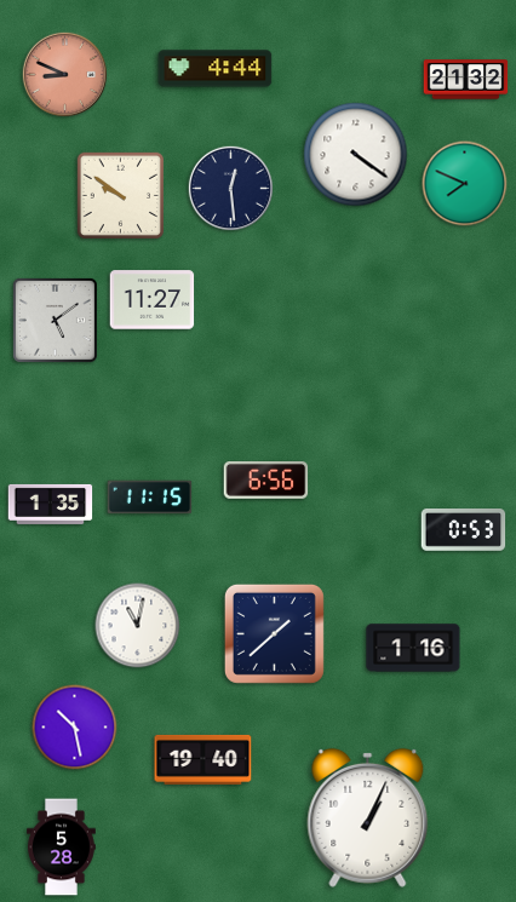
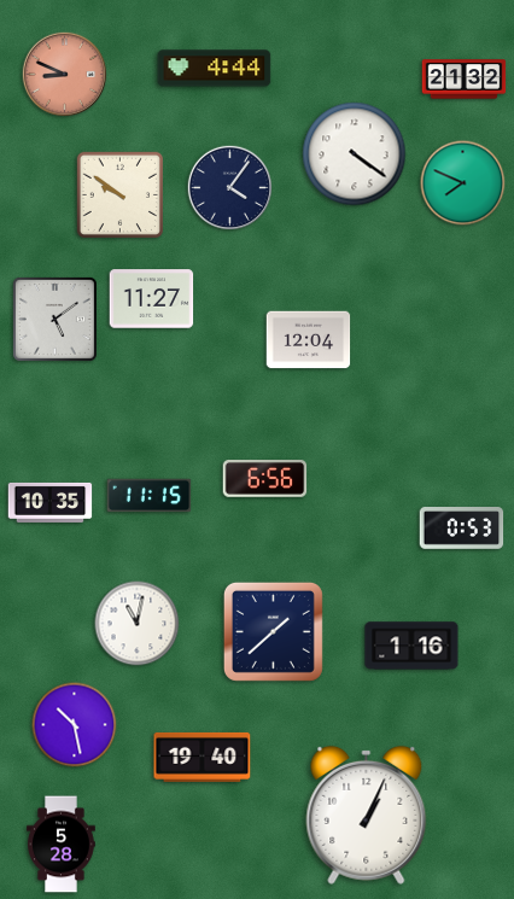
clock at (230, 188): 12:29 -> 4:06
clock at (309, 340): none -> 12:04
clock at (51, 504): 1:35 -> 10:35
